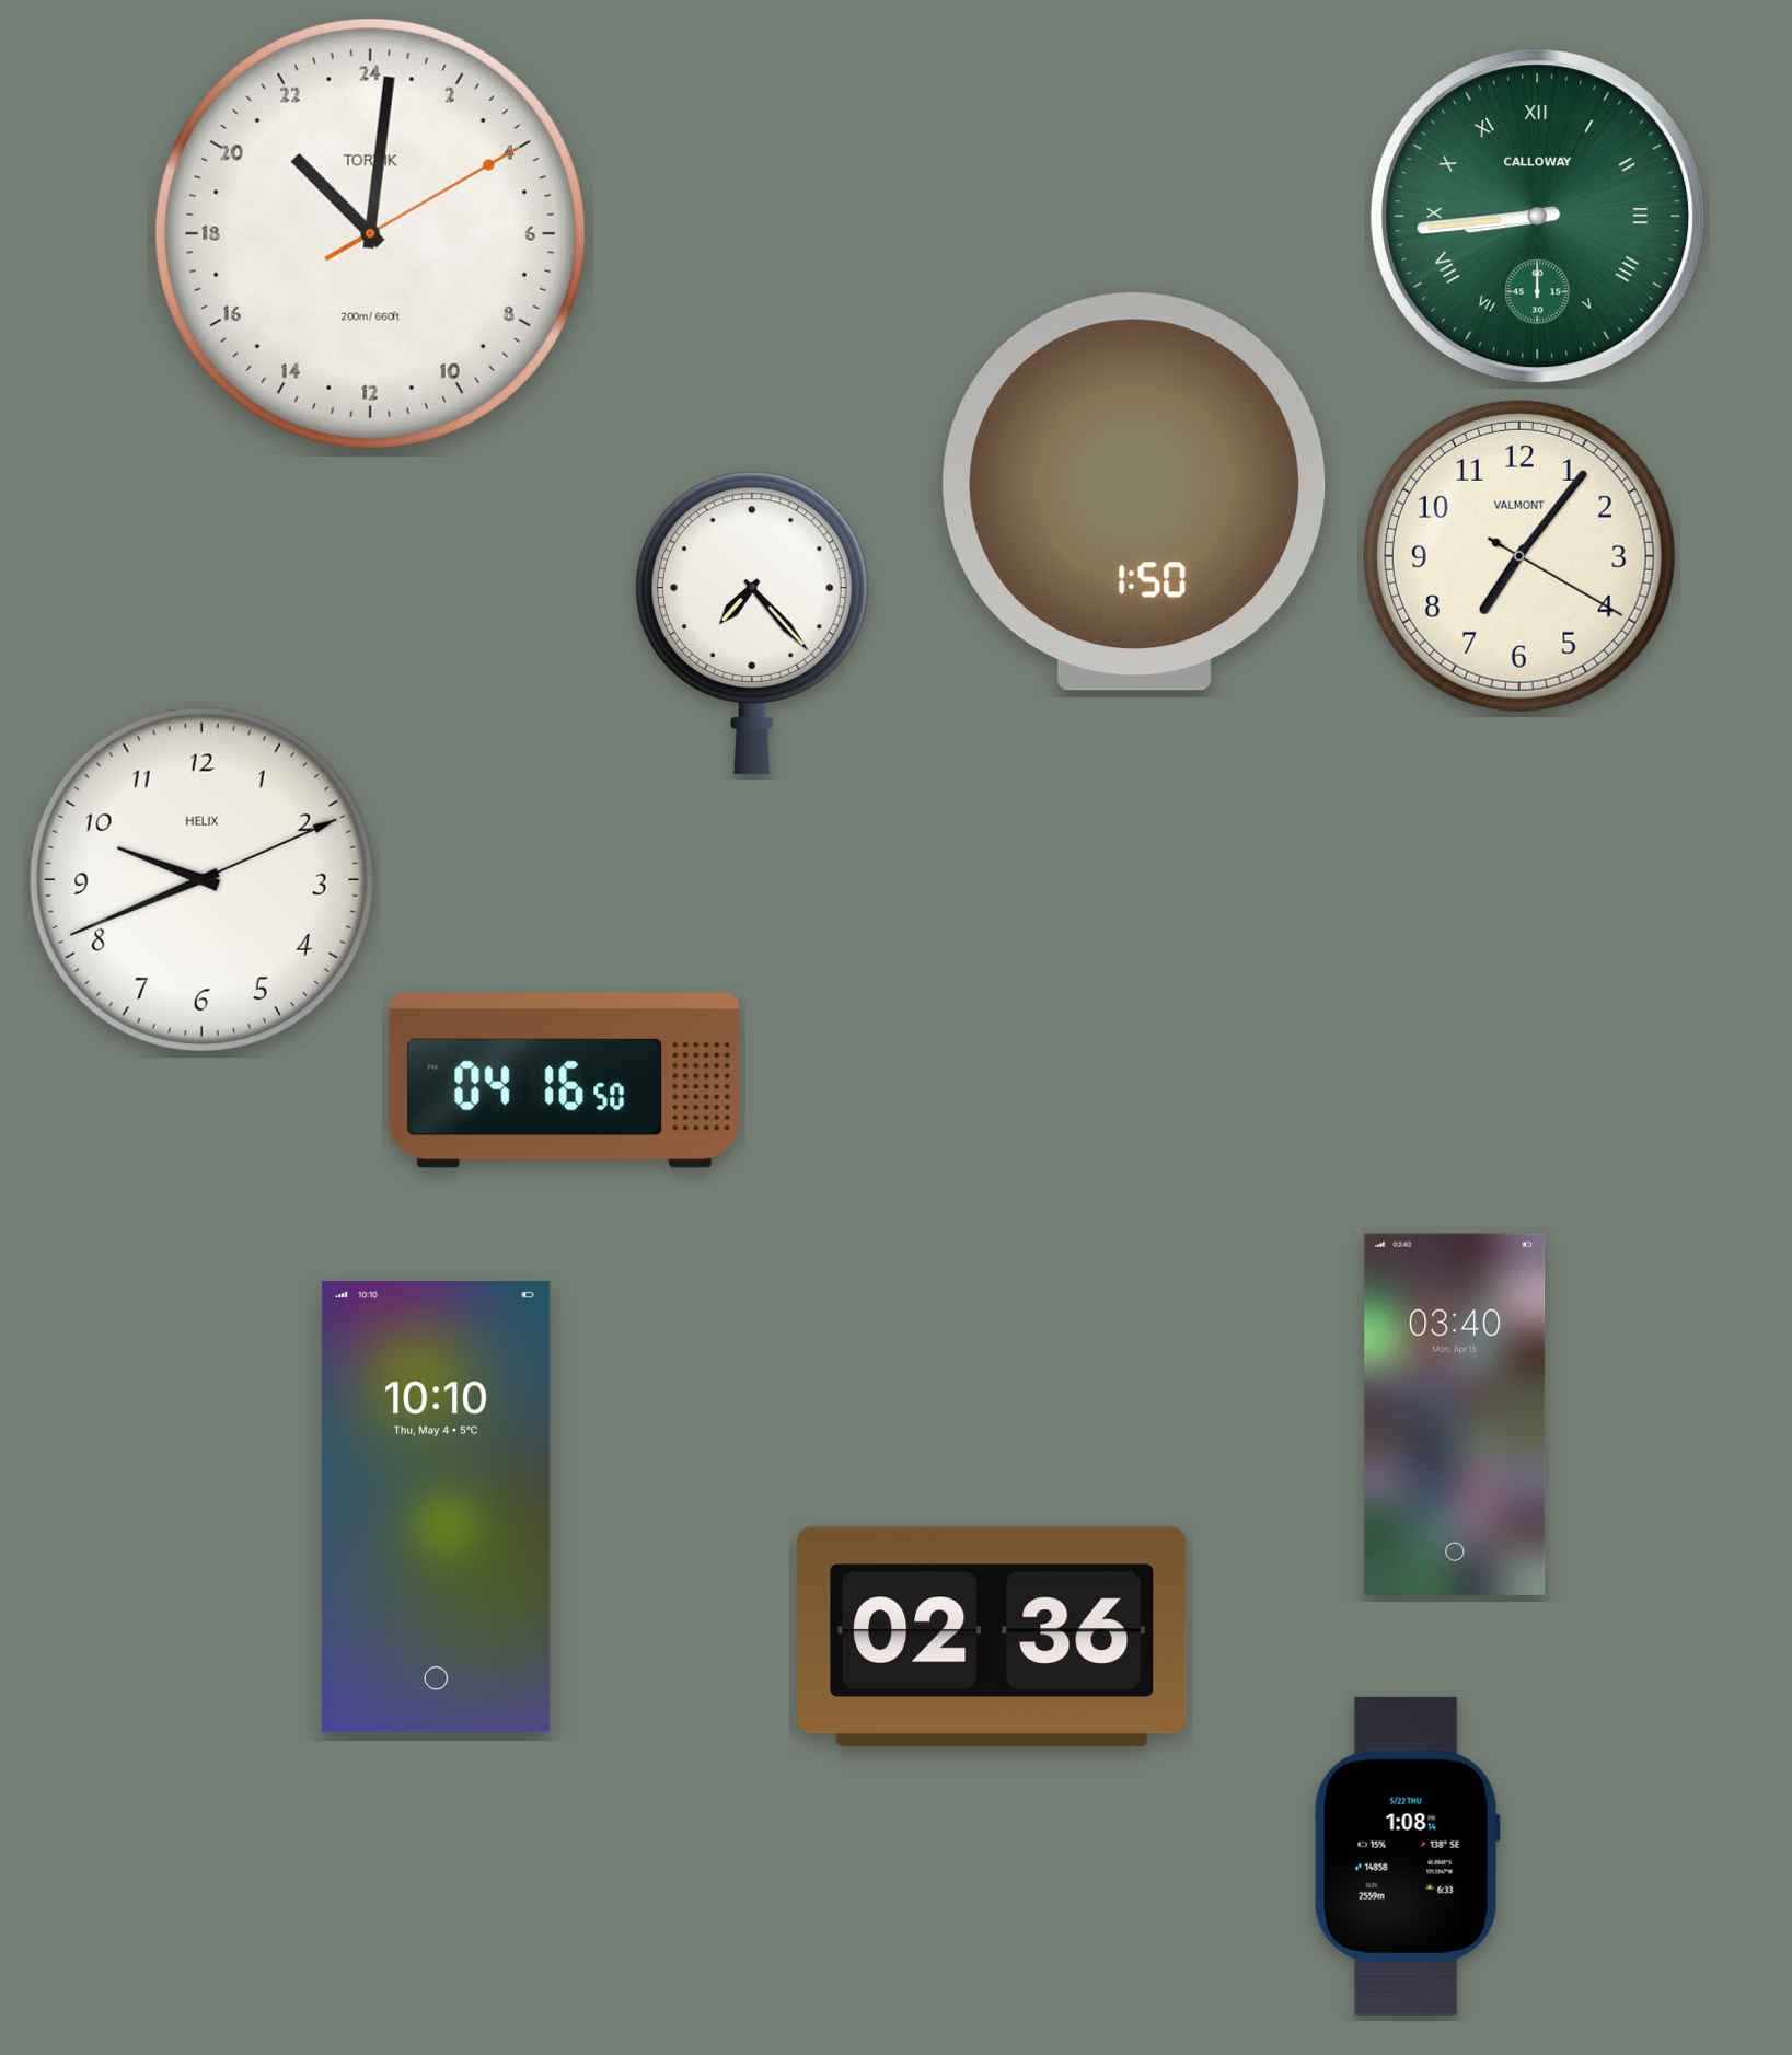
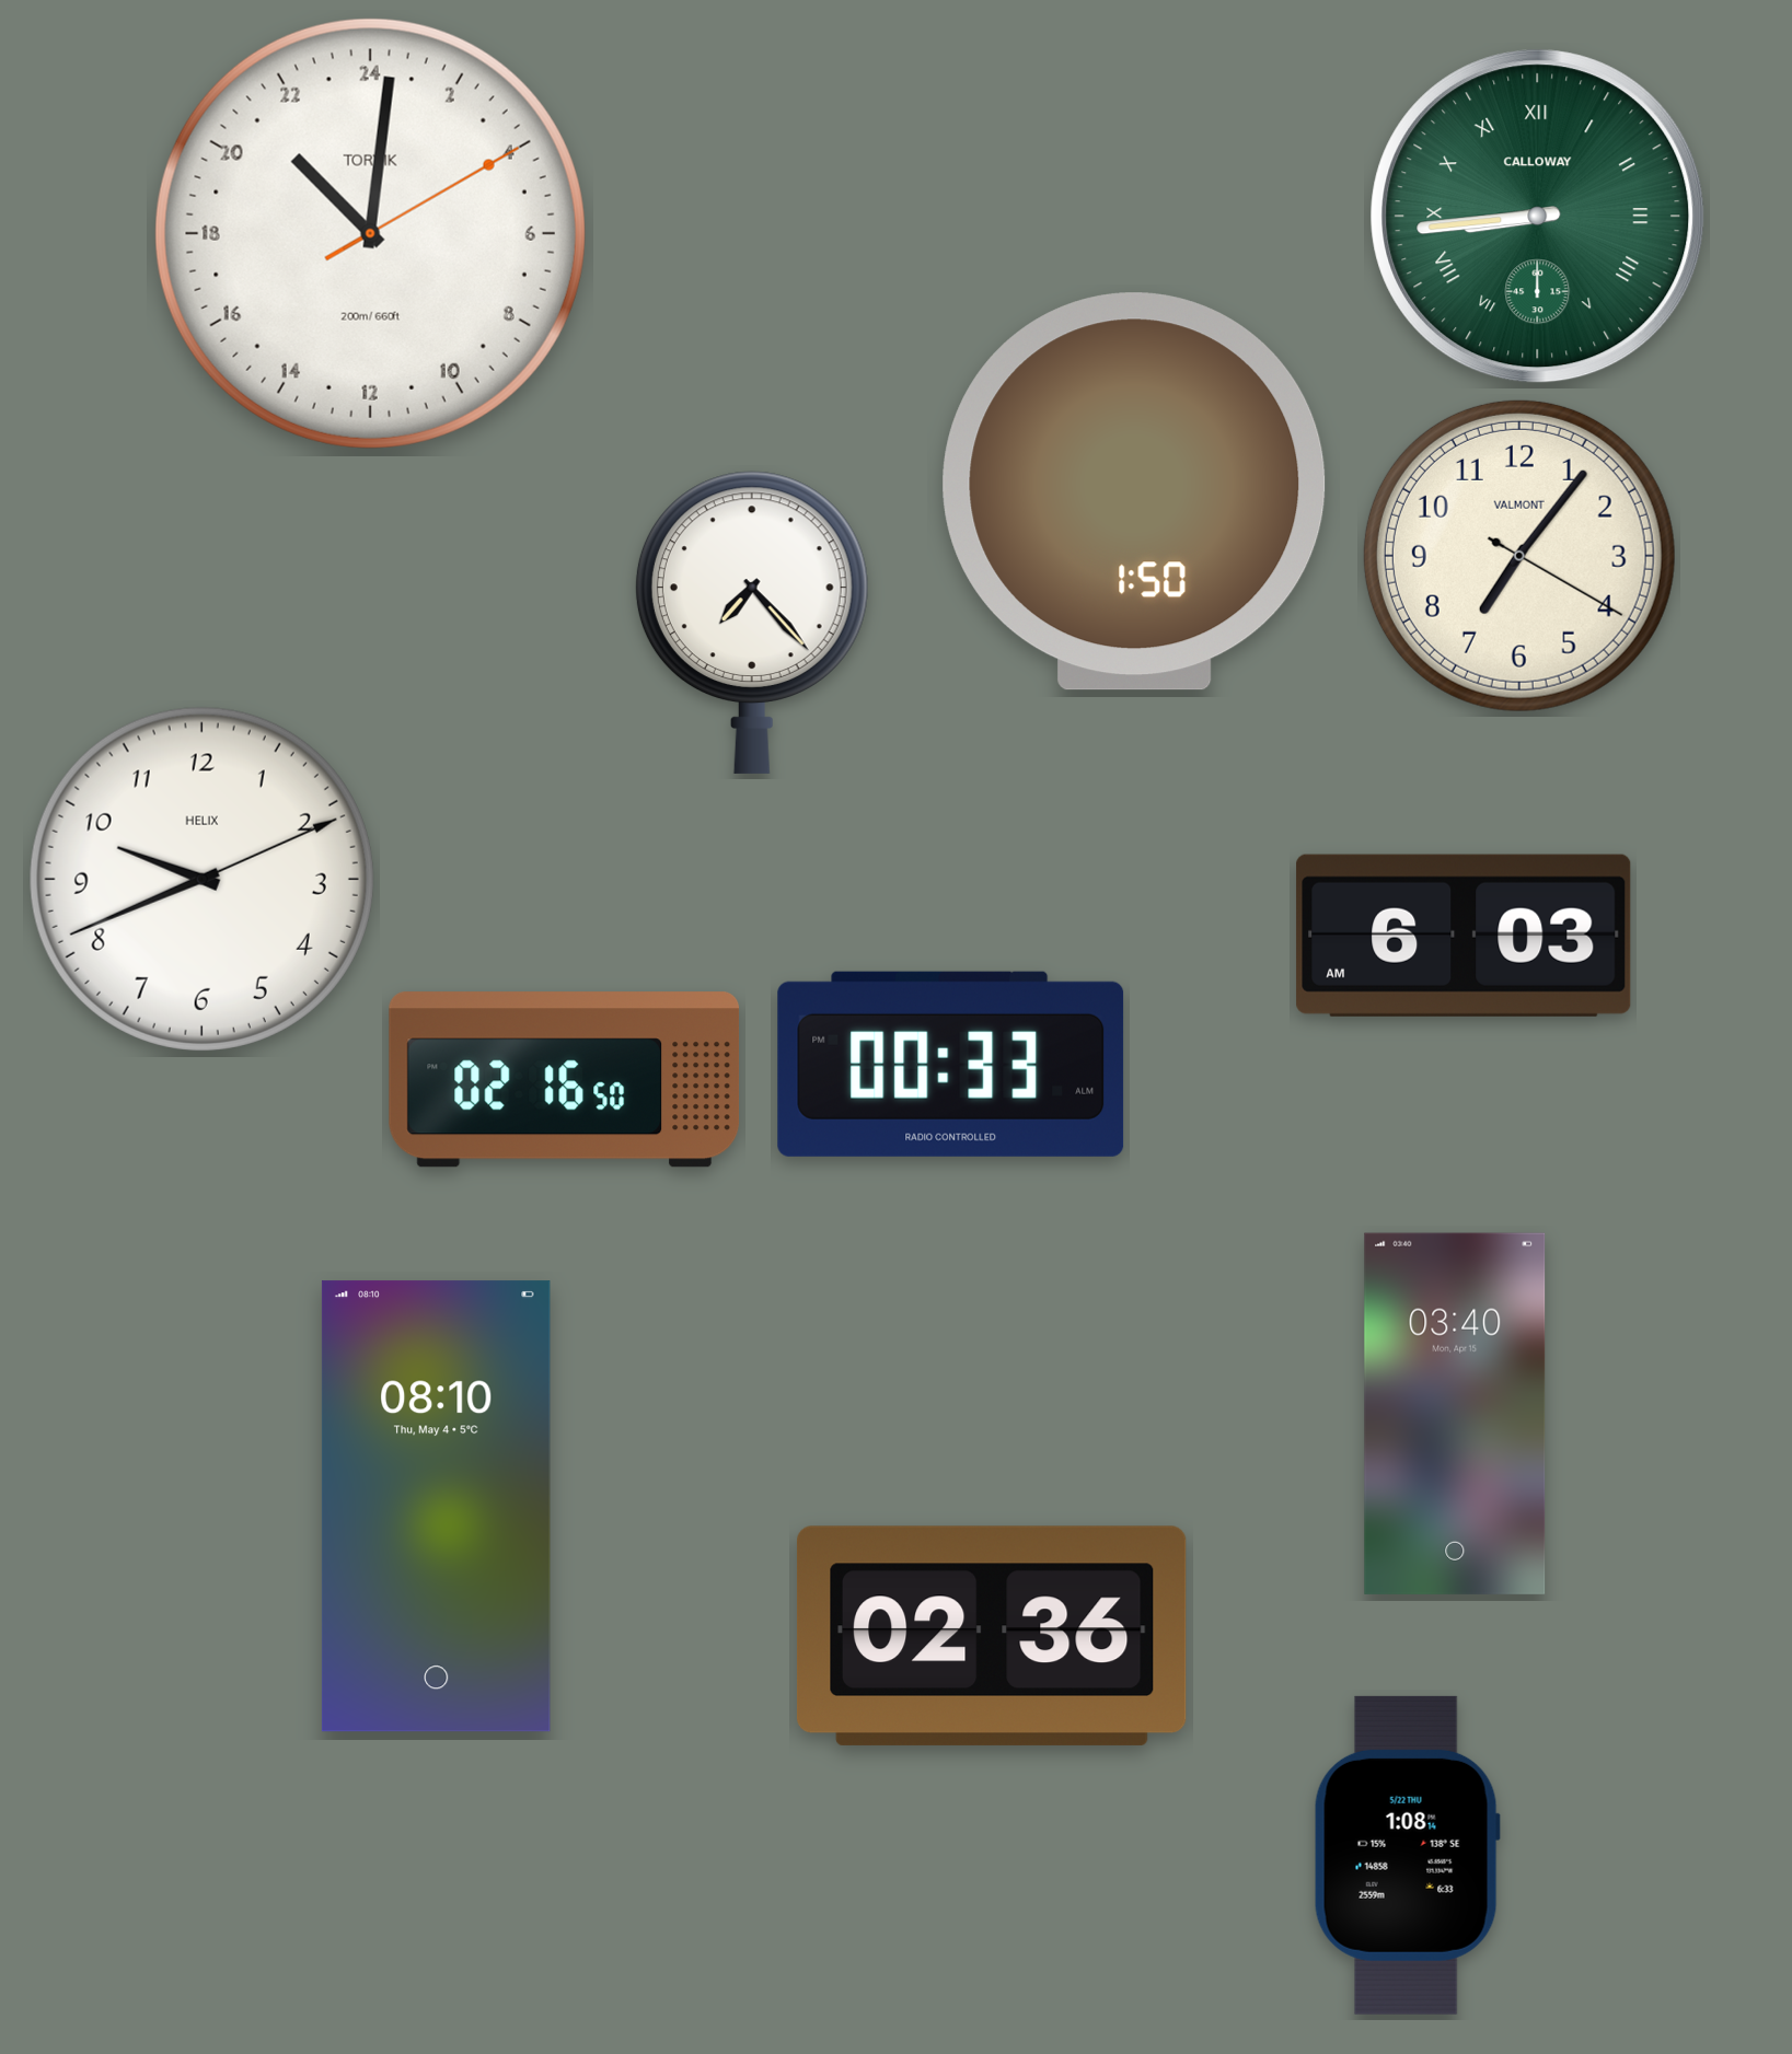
clock at (1464, 936): none -> 6:03
clock at (951, 1064): none -> 00:33
clock at (565, 1081): 04:16 -> 02:16
clock at (436, 1508): 10:10 -> 08:10
